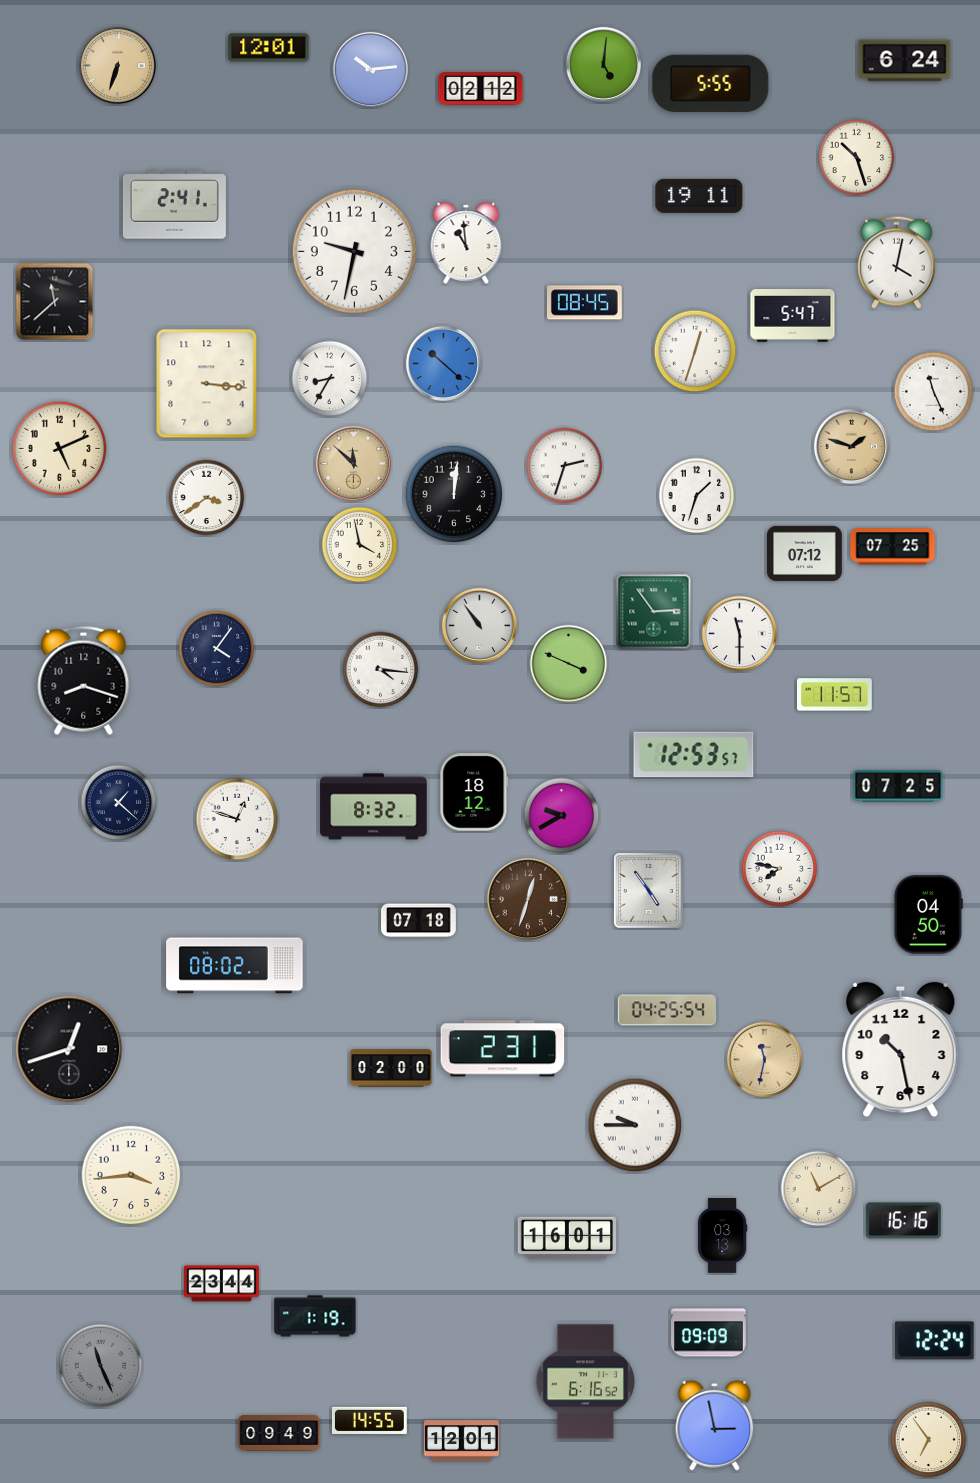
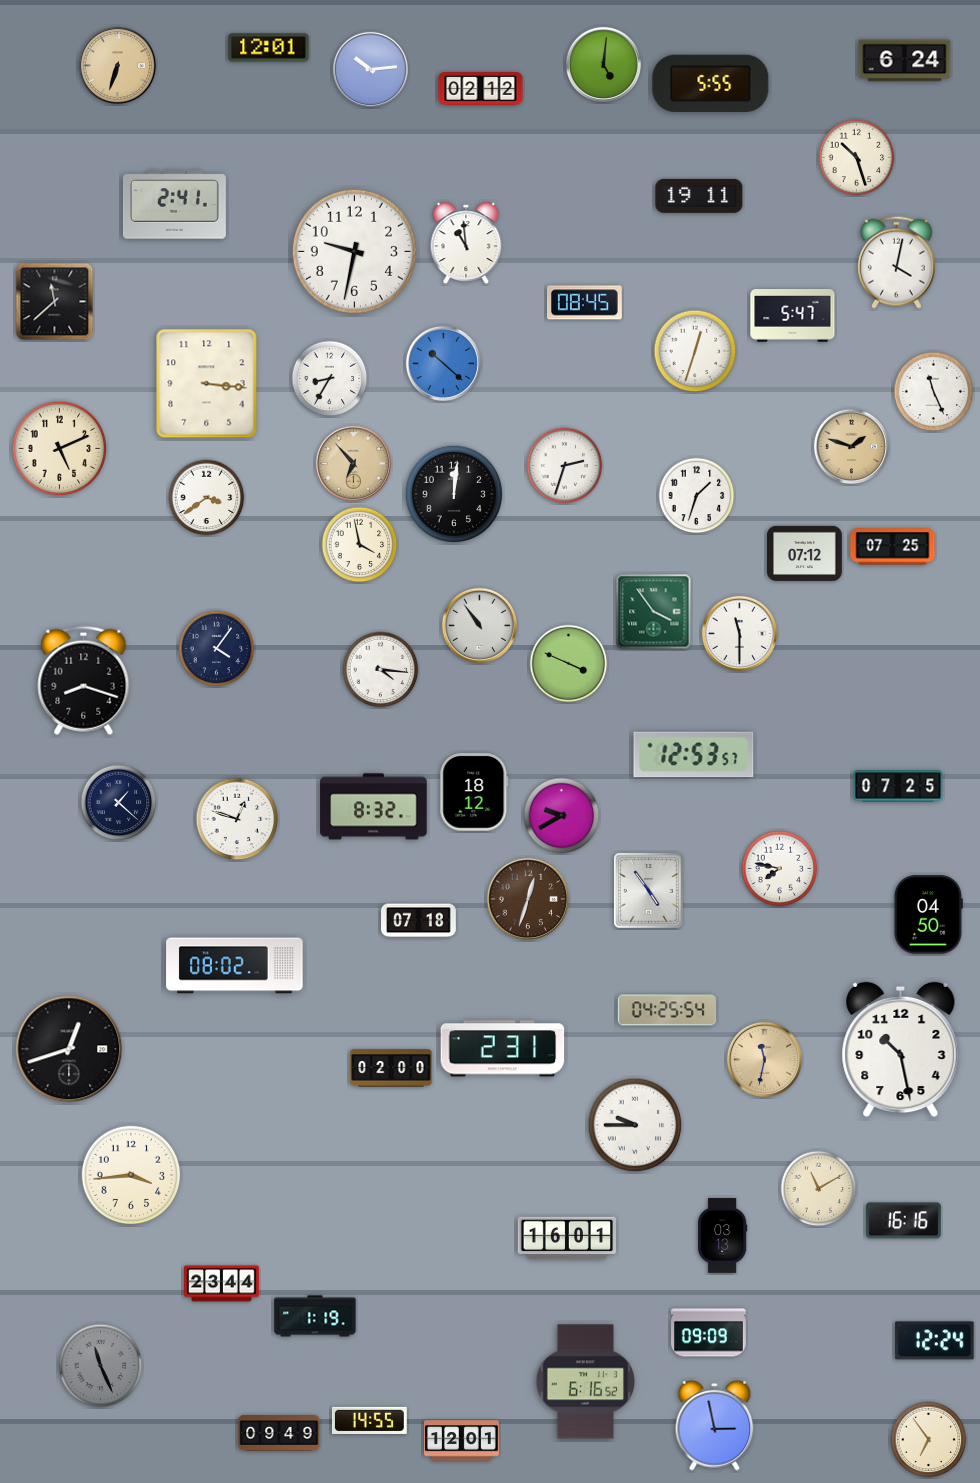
clock at (353, 463): 11:52 -> 6:53
clock at (654, 612): 2:54 -> 3:54
clock at (834, 695): 11:57 -> none
